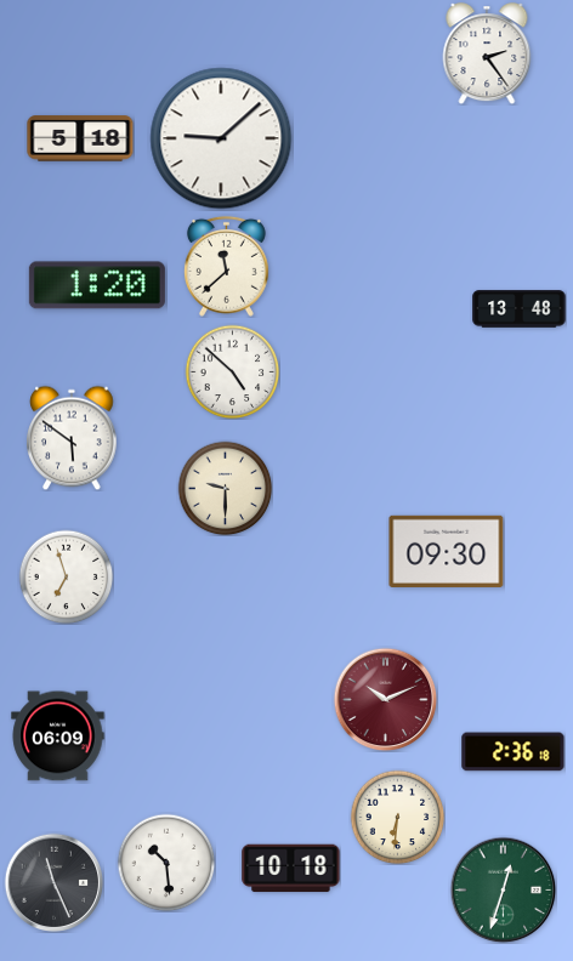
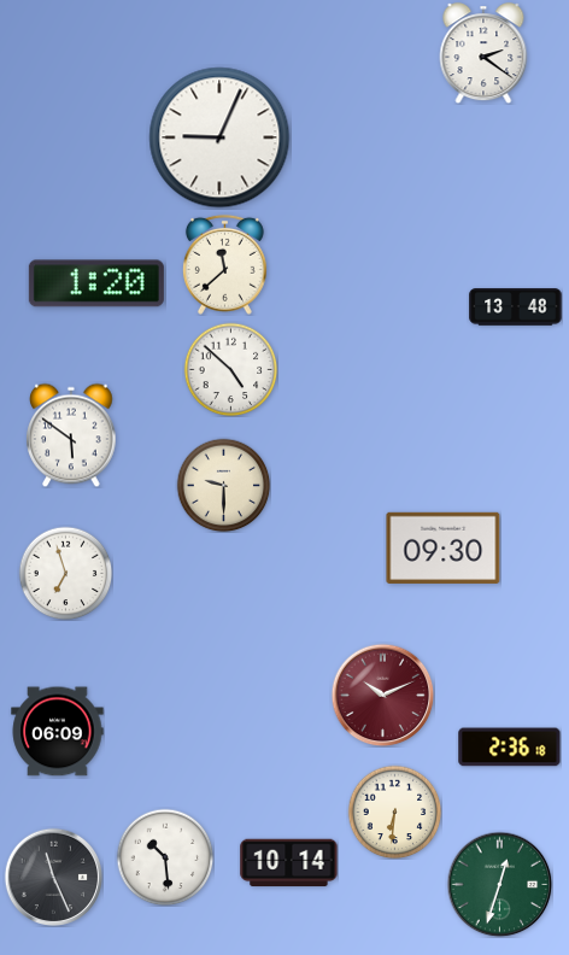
clock at (487, 53): 2:24 -> 2:21
clock at (80, 138): 5:18 -> none
clock at (221, 138): 9:08 -> 9:04
clock at (291, 869): 10:18 -> 10:14
